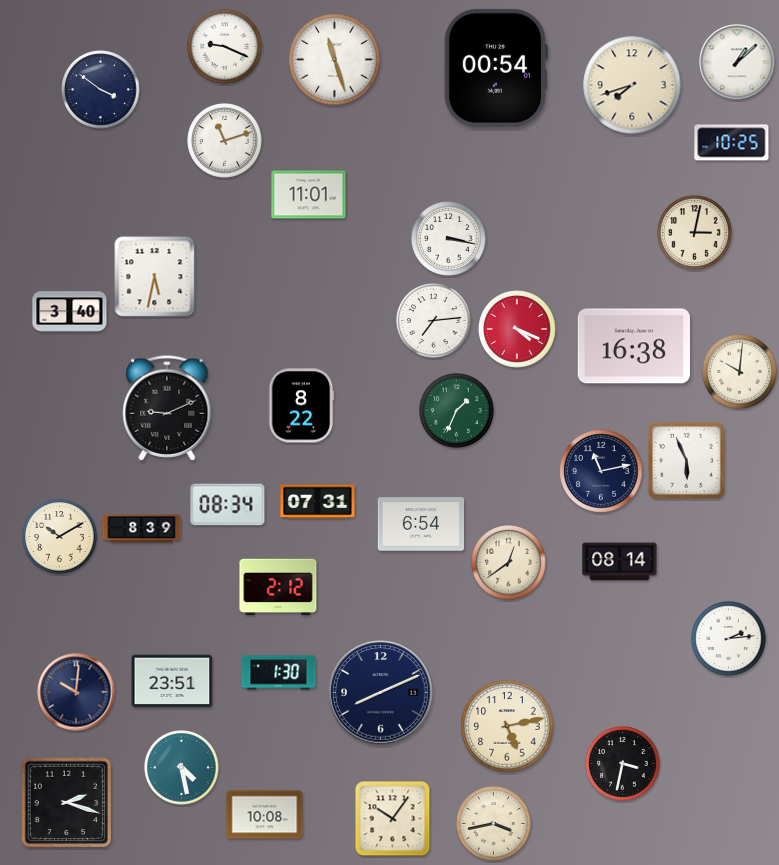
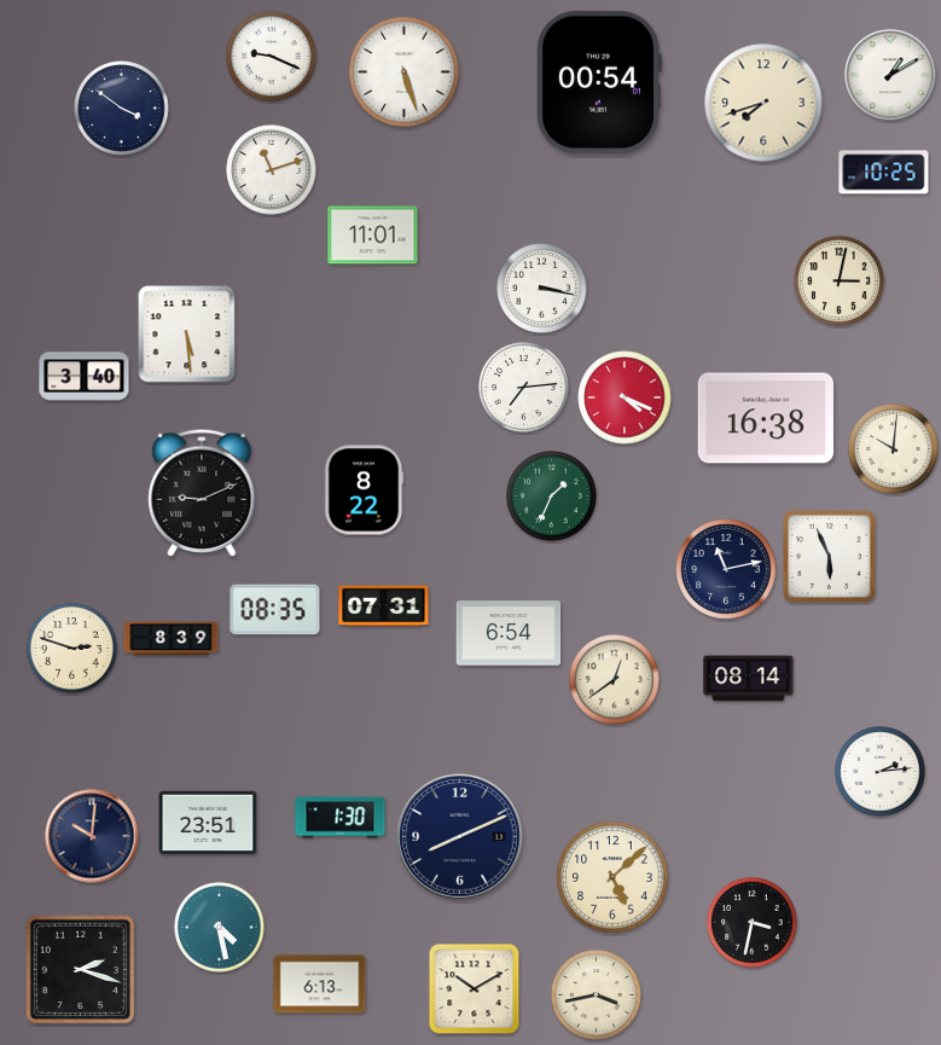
clock at (335, 60): 11:27 -> 5:27
clock at (737, 62): 1:08 -> 1:10
clock at (155, 277): 5:32 -> 5:29
clock at (228, 505): 08:34 -> 08:35
clock at (60, 537): 10:10 -> 2:48
clock at (278, 587): 2:12 -> none
clock at (279, 673) position: (279, 673) -> (341, 818)
clock at (507, 726): 5:13 -> 5:08
clock at (265, 815): 10:08 -> 6:13
clock at (393, 819): 10:06 -> 10:10
